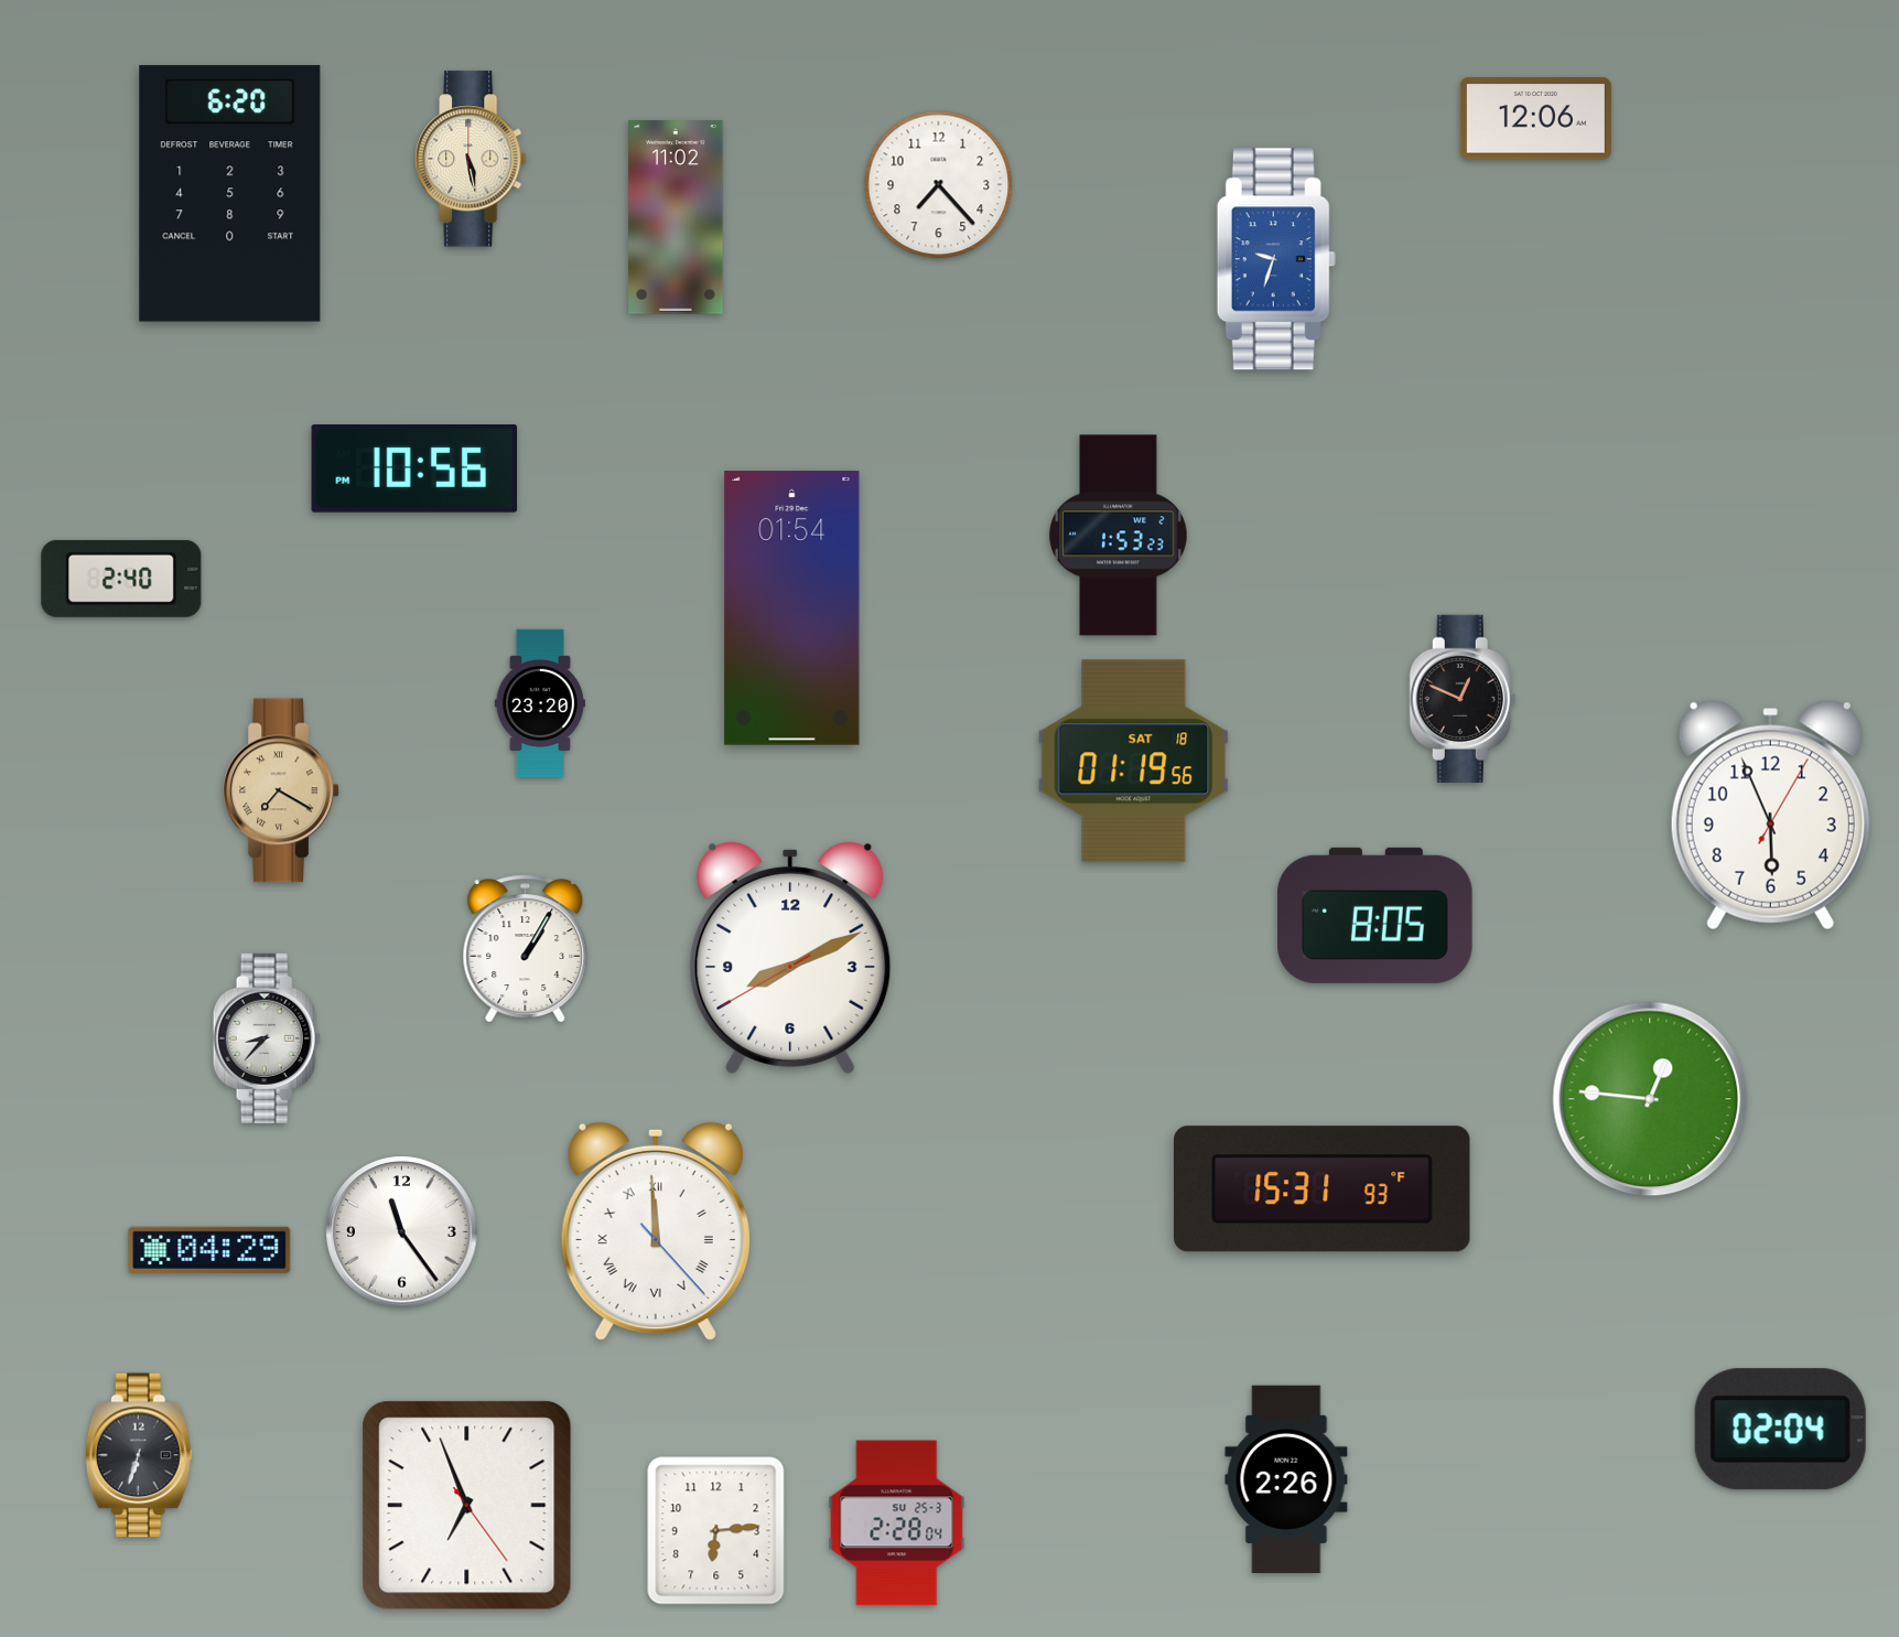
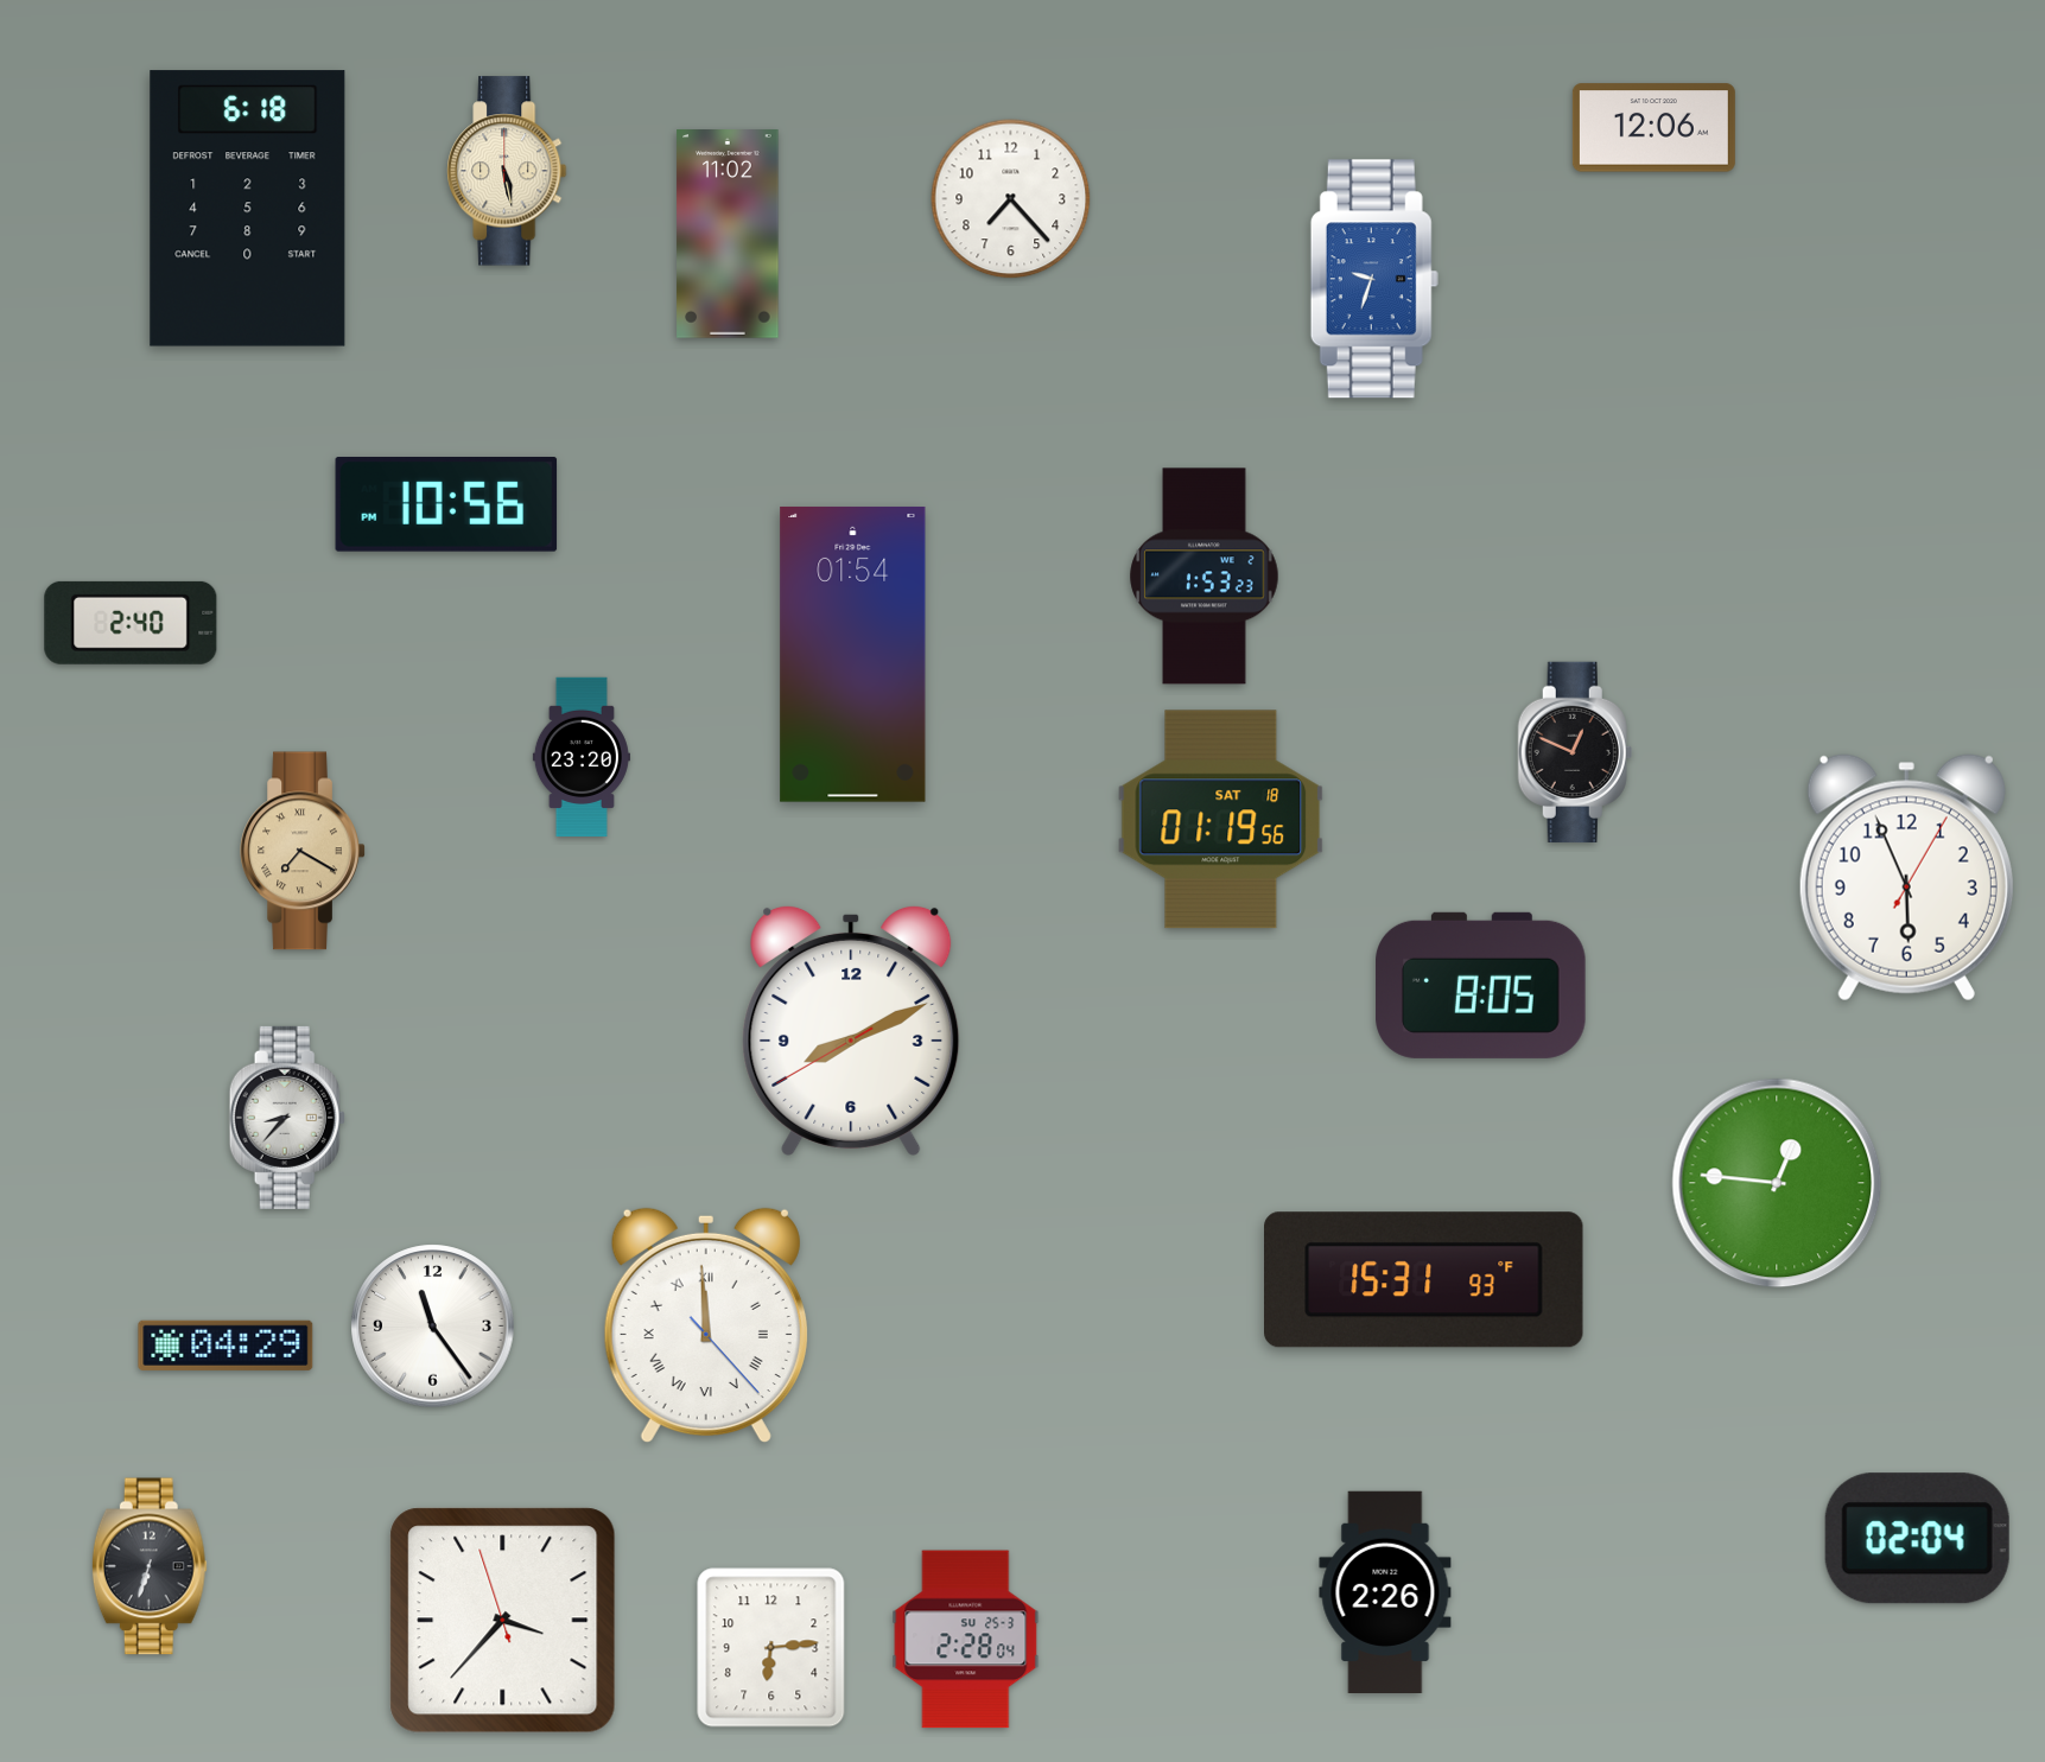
clock at (230, 194): 6:20 -> 6:18
clock at (526, 949): 1:05 -> none
clock at (467, 1506): 6:56 -> 3:36
